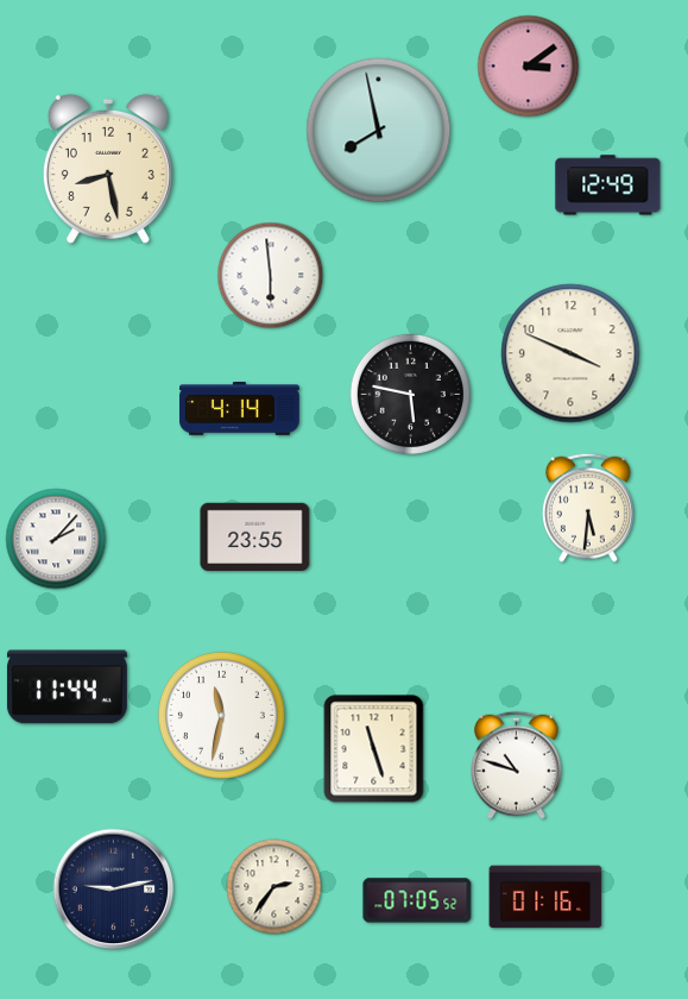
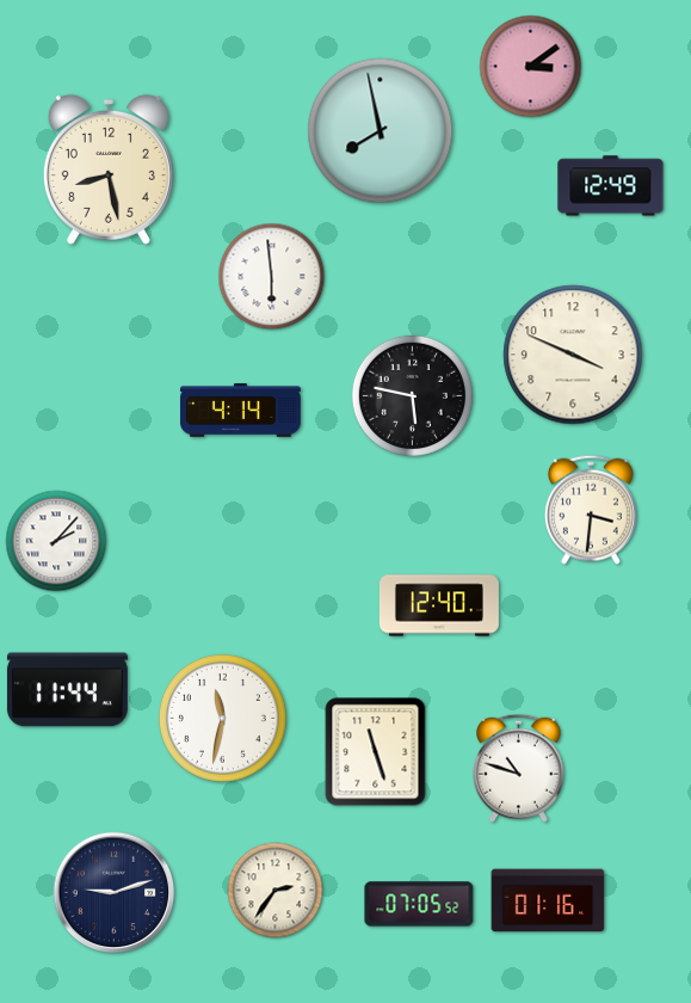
clock at (588, 508): 5:31 -> 3:31
clock at (255, 536): 23:55 -> none
clock at (439, 605): none -> 12:40
clock at (114, 890): 9:13 -> 9:12
